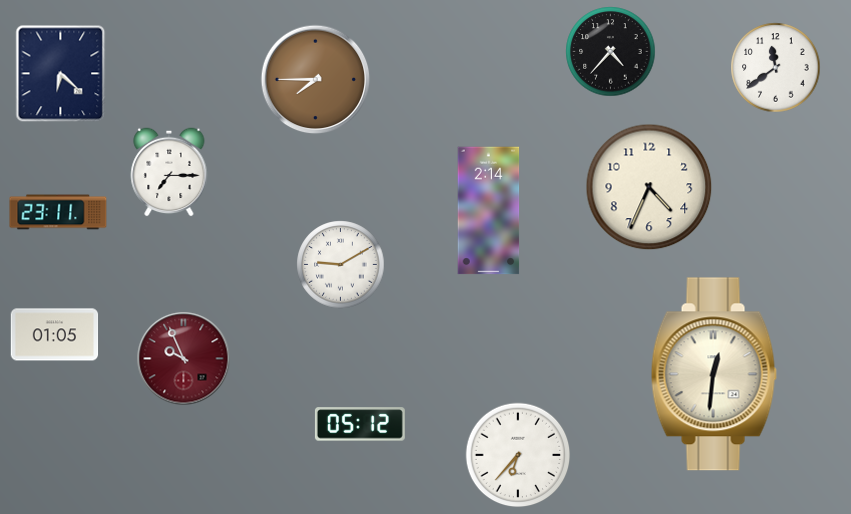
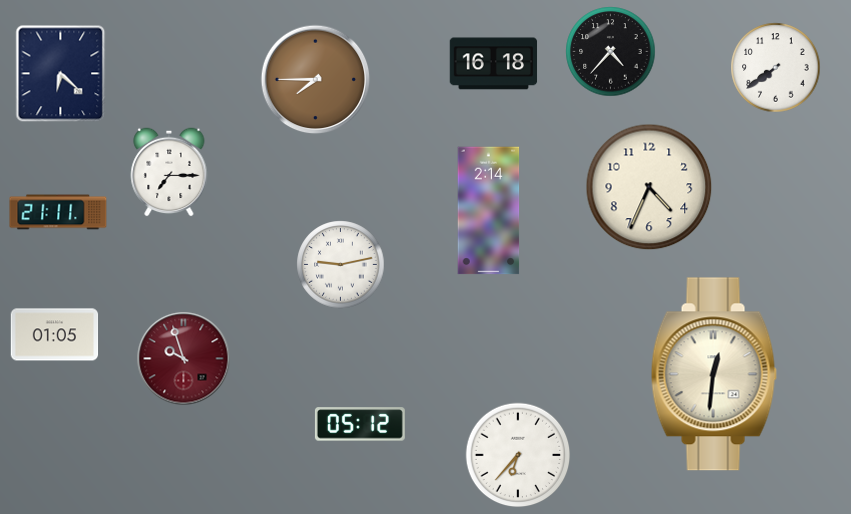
clock at (494, 64): none -> 16:18
clock at (776, 68): 11:39 -> 7:39
clock at (58, 212): 23:11 -> 21:11
clock at (341, 265): 9:10 -> 9:13
clock at (184, 359): 9:56 -> 9:57
